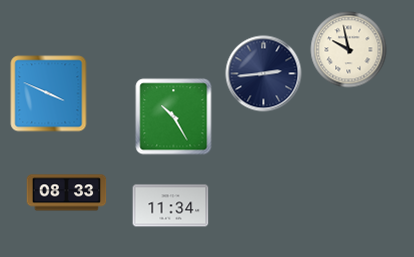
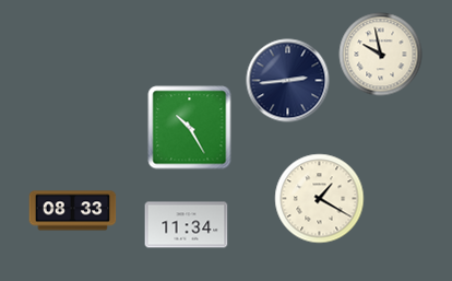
clock at (49, 94): 3:49 -> none
clock at (320, 199): none -> 1:20
